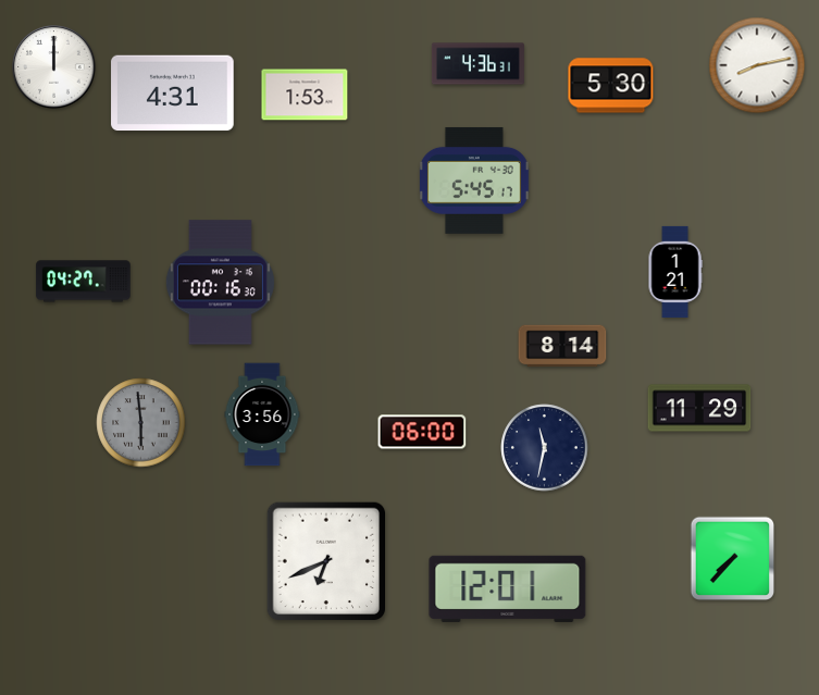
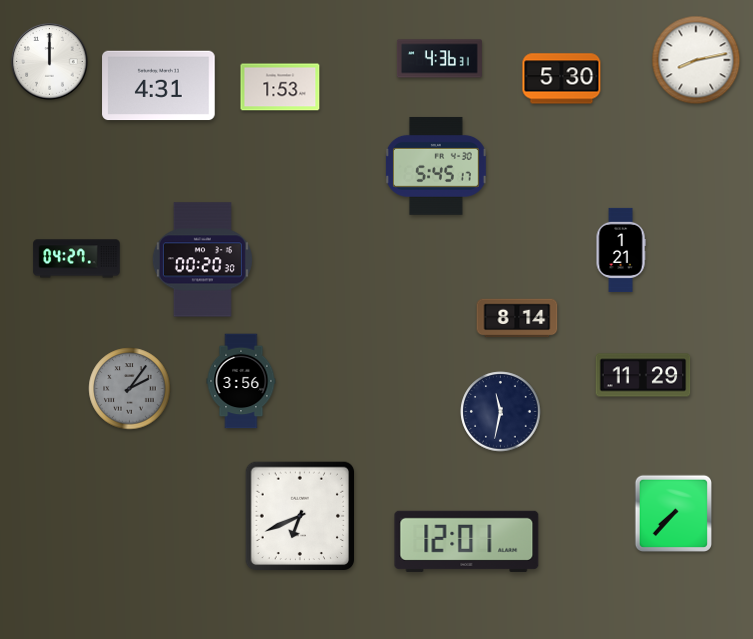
clock at (220, 283): 00:16 -> 00:20
clock at (141, 423): 5:59 -> 2:06
clock at (422, 432): 06:00 -> none
